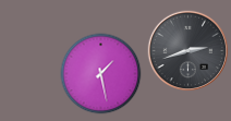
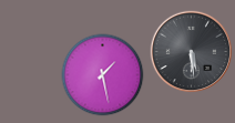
clock at (189, 51): 2:42 -> 5:29
